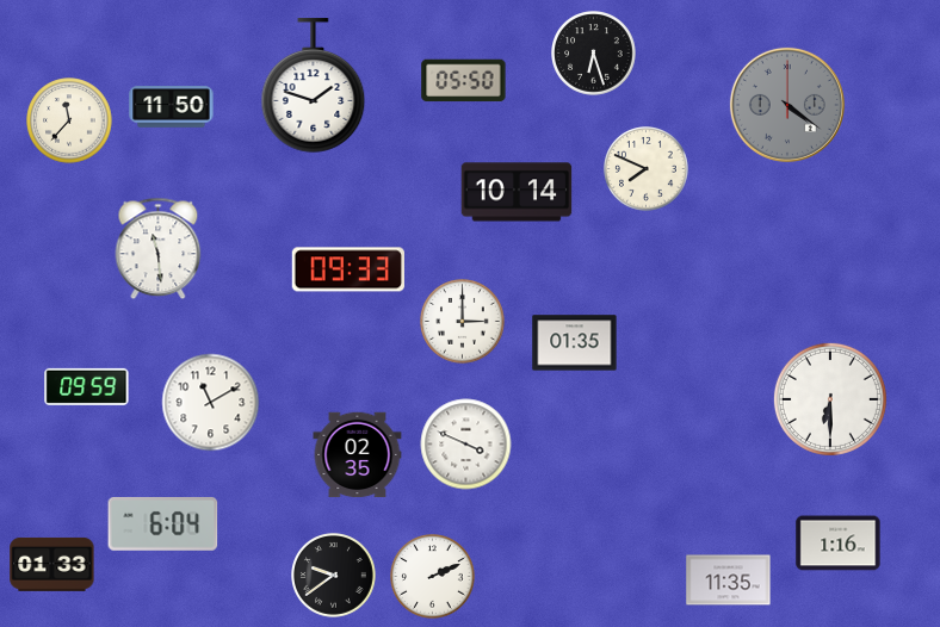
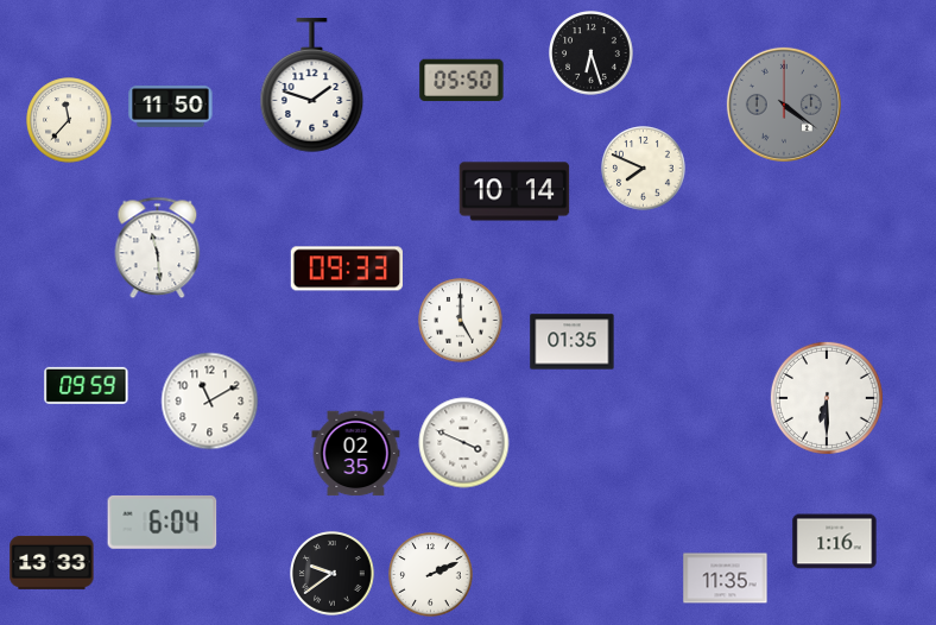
clock at (463, 322): 3:00 -> 5:00
clock at (52, 564): 01:33 -> 13:33
